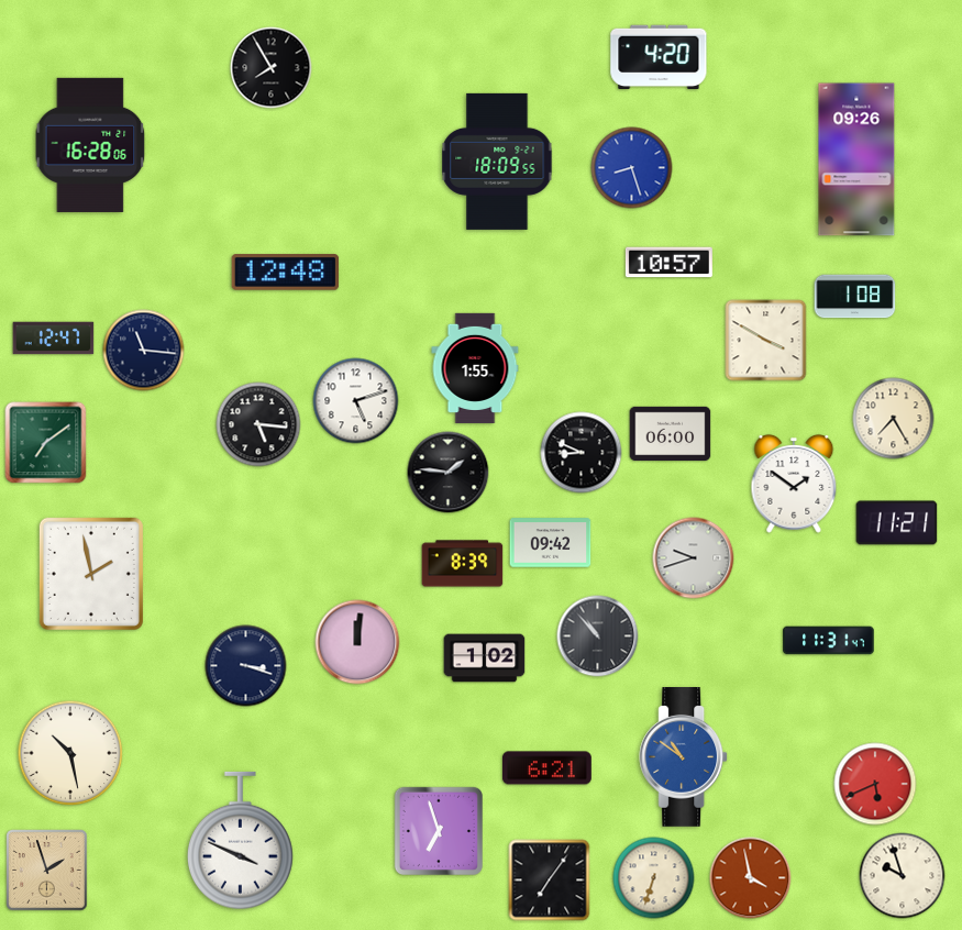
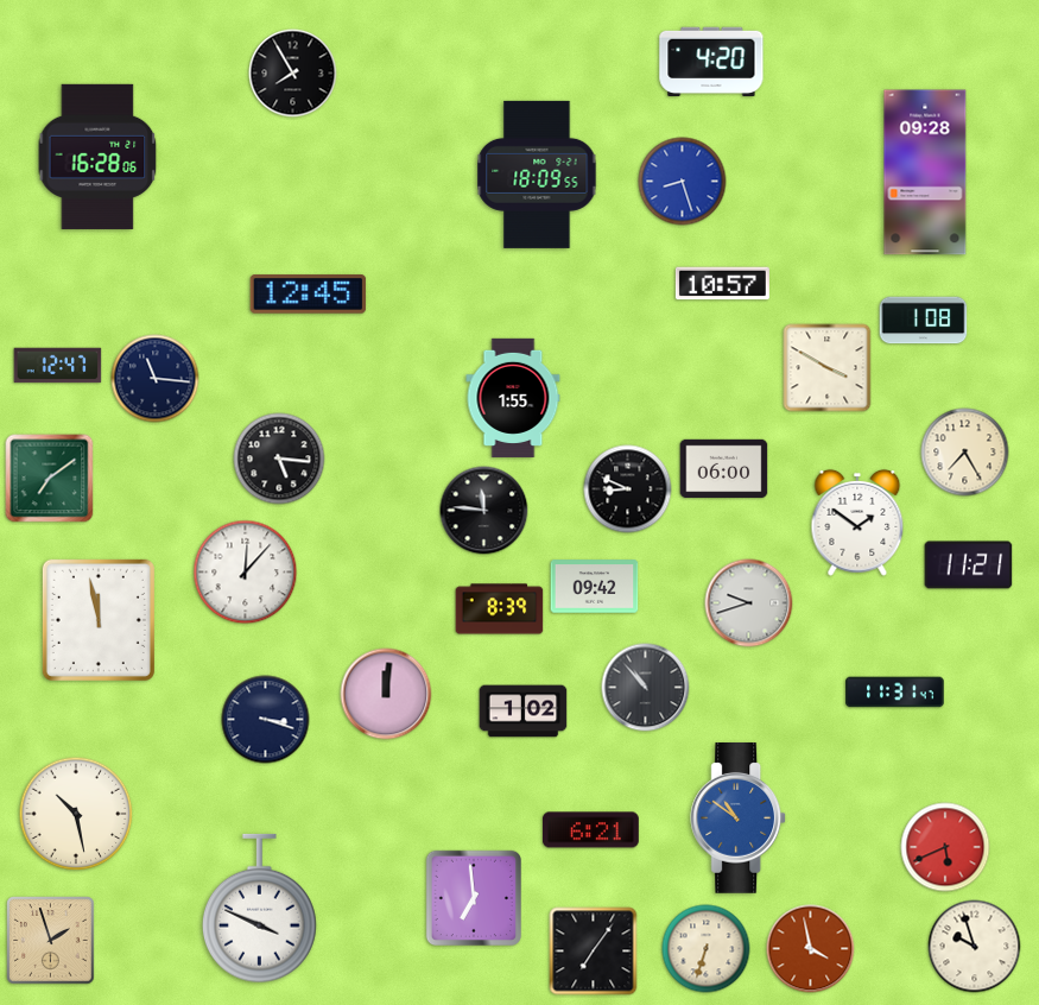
clock at (856, 159): 09:26 -> 09:28
clock at (286, 273): 12:48 -> 12:45
clock at (356, 401): 5:12 -> none
clock at (449, 473): 1:46 -> 11:46
clock at (246, 573): none -> 12:07
clock at (91, 574): 1:58 -> 11:58
clock at (439, 831): 6:57 -> 6:59
